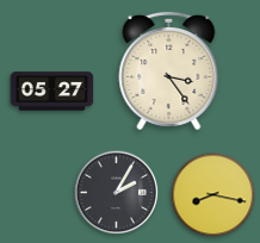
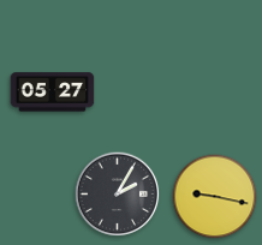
clock at (169, 70): 3:24 -> none
clock at (213, 195): 8:17 -> 9:17
